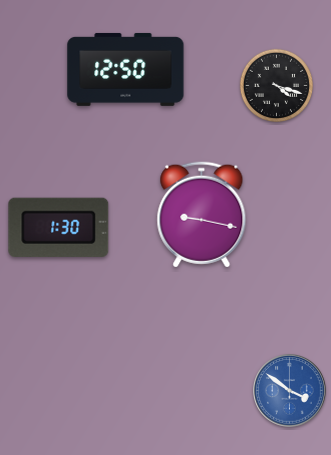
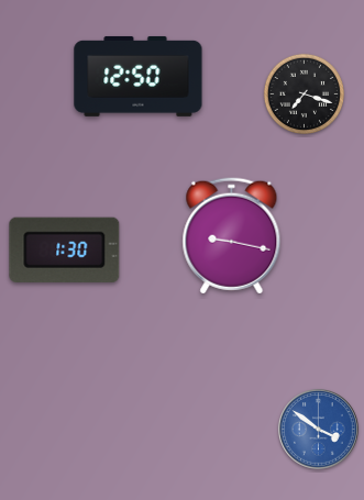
clock at (276, 85): 4:18 -> 7:18
clock at (202, 215) position: (202, 215) -> (232, 236)
